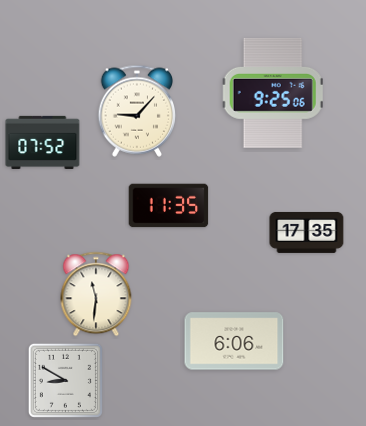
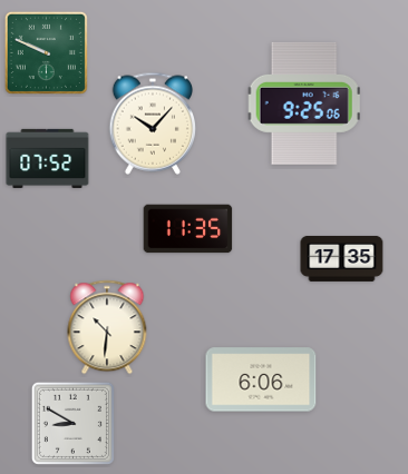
clock at (46, 52): none -> 9:49
clock at (137, 111): 9:07 -> 10:07
clock at (96, 294): 11:31 -> 10:31
